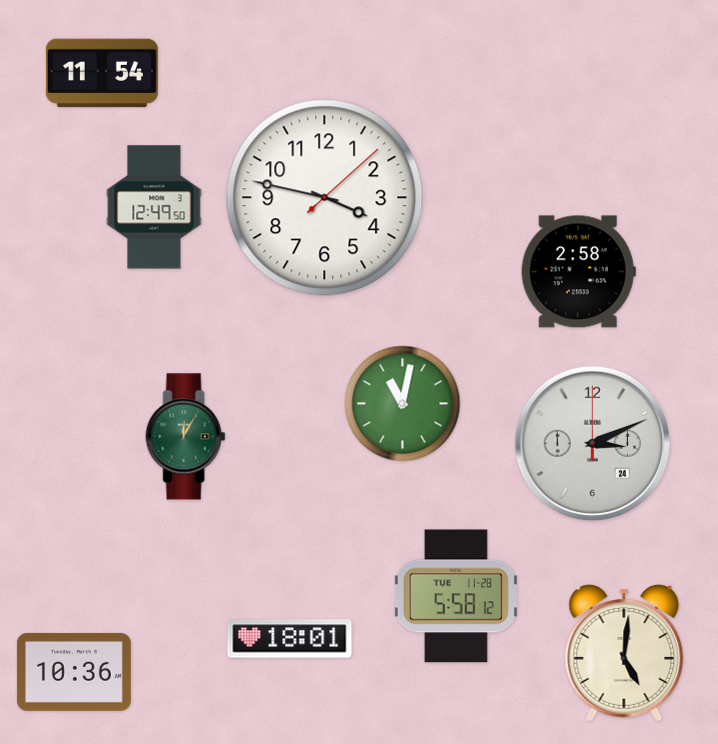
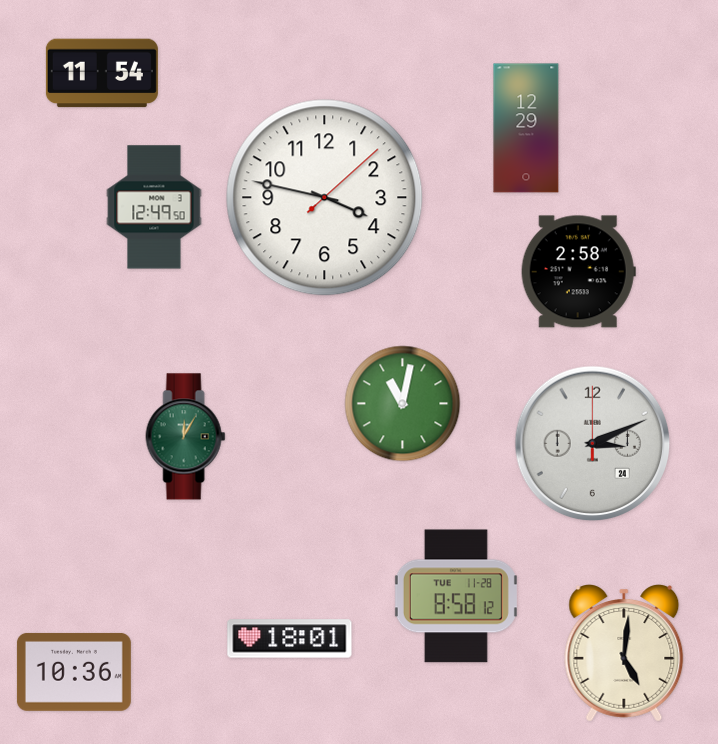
clock at (526, 128): none -> 12:29
clock at (456, 596): 5:58 -> 8:58
